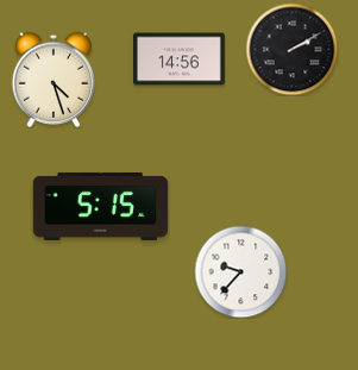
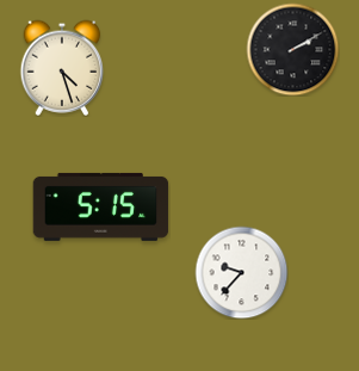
clock at (180, 59): 14:56 -> none
clock at (54, 80) position: (54, 80) -> (62, 68)
